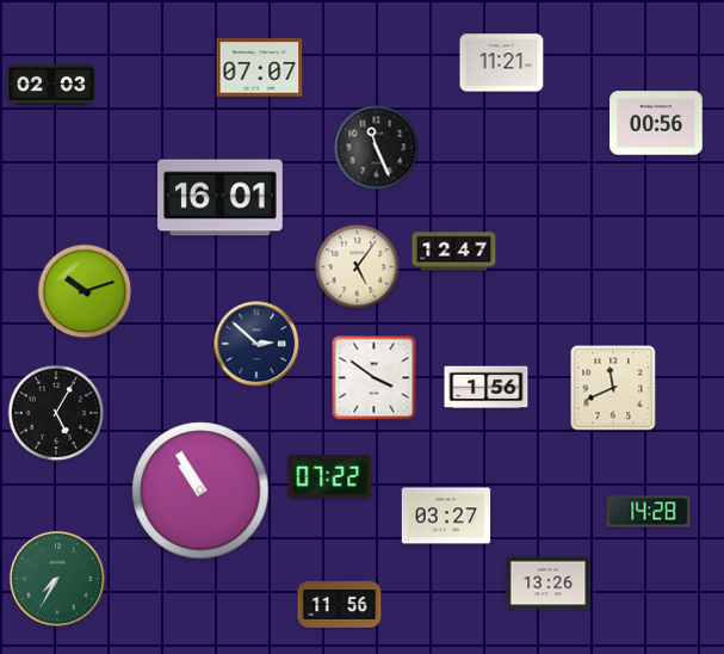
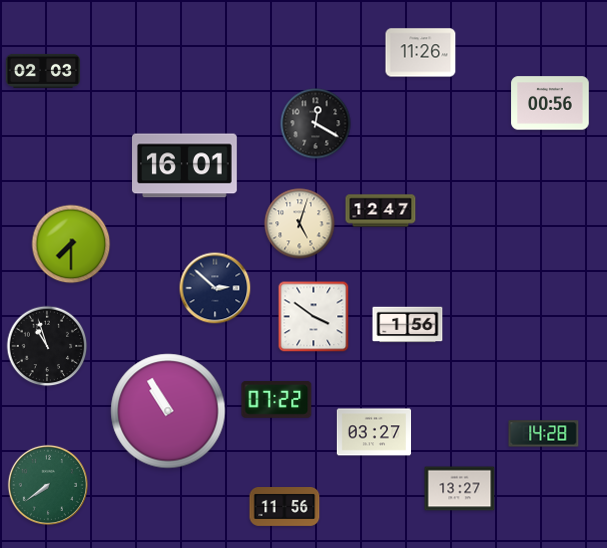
clock at (502, 63): 11:21 -> 11:26
clock at (260, 68): 07:07 -> none
clock at (377, 148): 11:26 -> 12:20
clock at (358, 267): 5:06 -> 5:03
clock at (85, 291): 10:12 -> 7:30
clock at (613, 388): 11:41 -> none
clock at (56, 413): 5:05 -> 10:57
clock at (649, 512) position: (649, 512) -> (544, 434)
clock at (56, 578): 7:35 -> 7:39
clock at (549, 584): 13:26 -> 13:27
